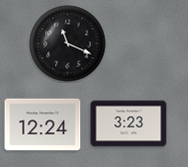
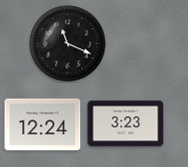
clock at (129, 124) position: (129, 124) -> (126, 124)
